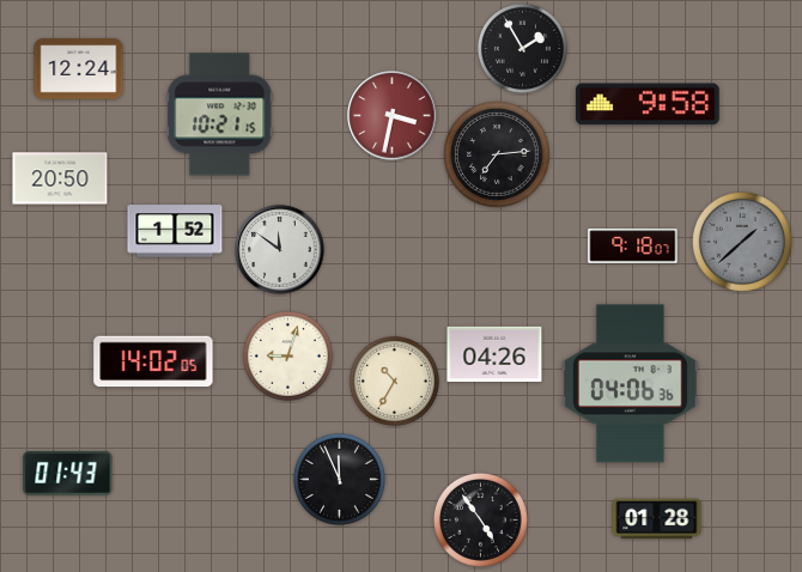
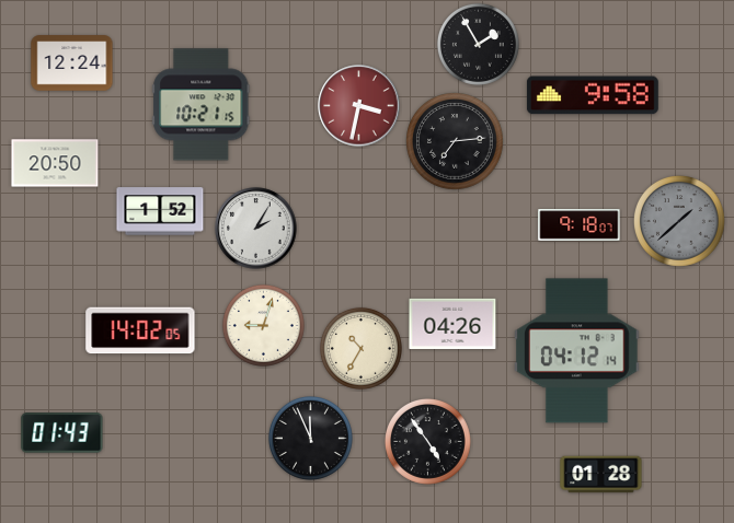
clock at (280, 250): 11:51 -> 2:05
clock at (631, 384): 04:06 -> 04:12
clock at (480, 519) position: (480, 519) -> (427, 441)
